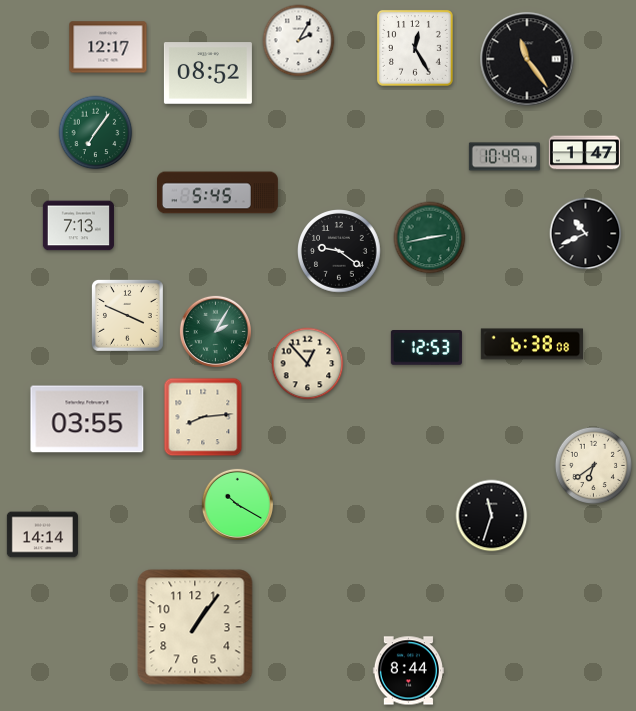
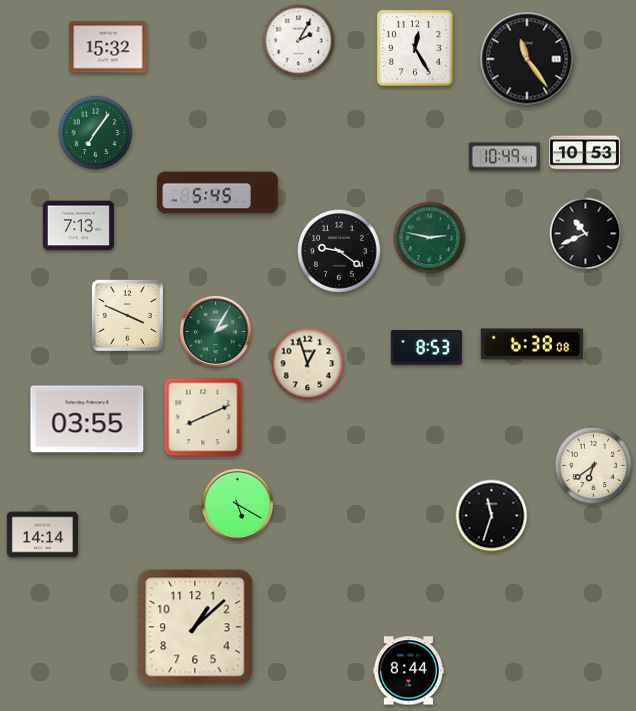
clock at (108, 47): 12:17 -> 15:32
clock at (208, 73): 08:52 -> none
clock at (584, 153): 1:47 -> 10:53
clock at (430, 238): 2:43 -> 2:47
clock at (426, 348): 12:53 -> 8:53
clock at (308, 364): 12:53 -> 12:57
clock at (203, 417): 8:14 -> 8:11
clock at (237, 504): 10:20 -> 5:20
clock at (195, 627): 1:06 -> 1:08
